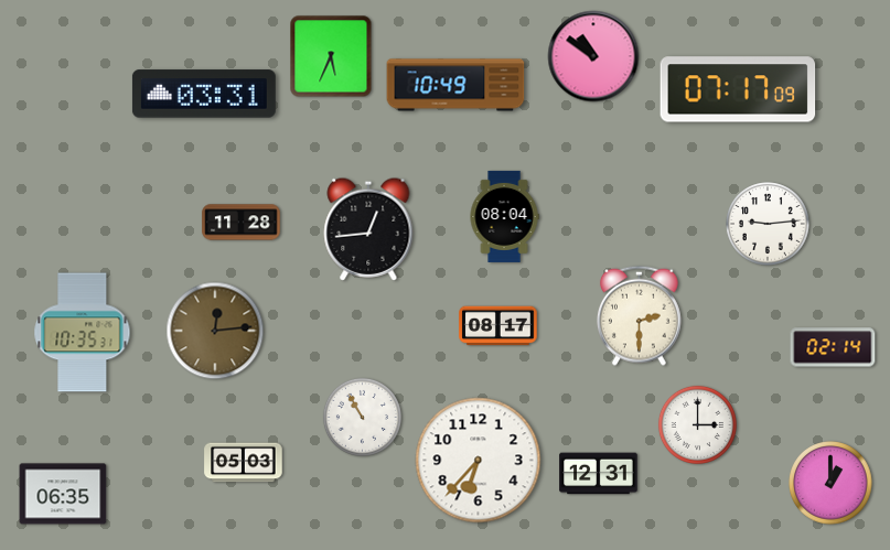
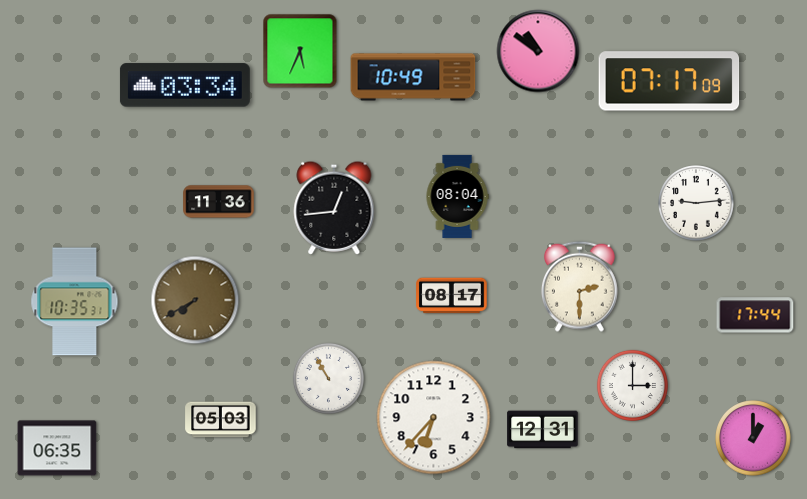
clock at (204, 94): 03:31 -> 03:34
clock at (242, 223): 11:28 -> 11:36
clock at (215, 331): 12:14 -> 7:40
clock at (833, 347): 02:14 -> 17:44
